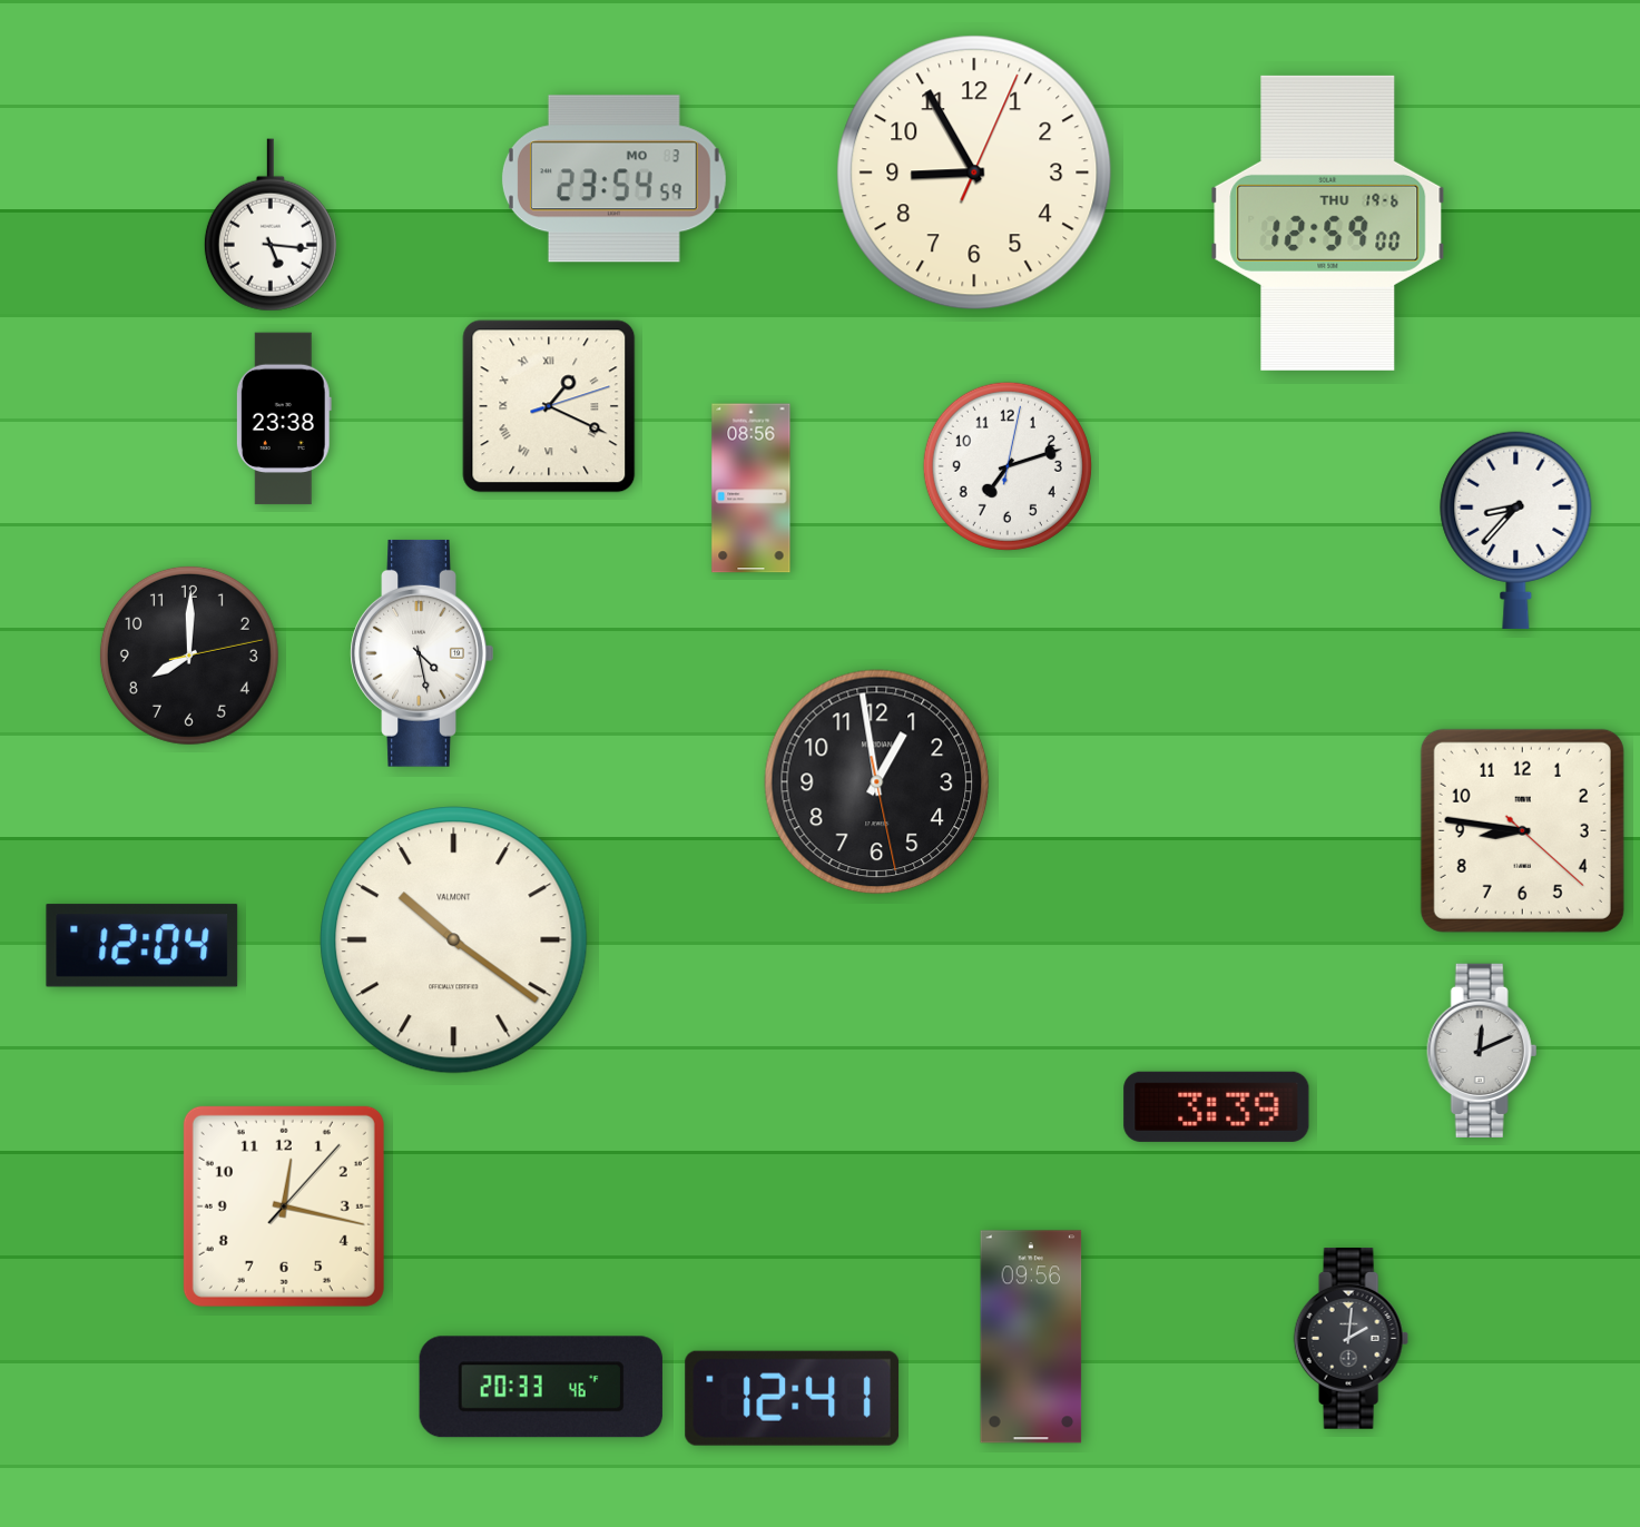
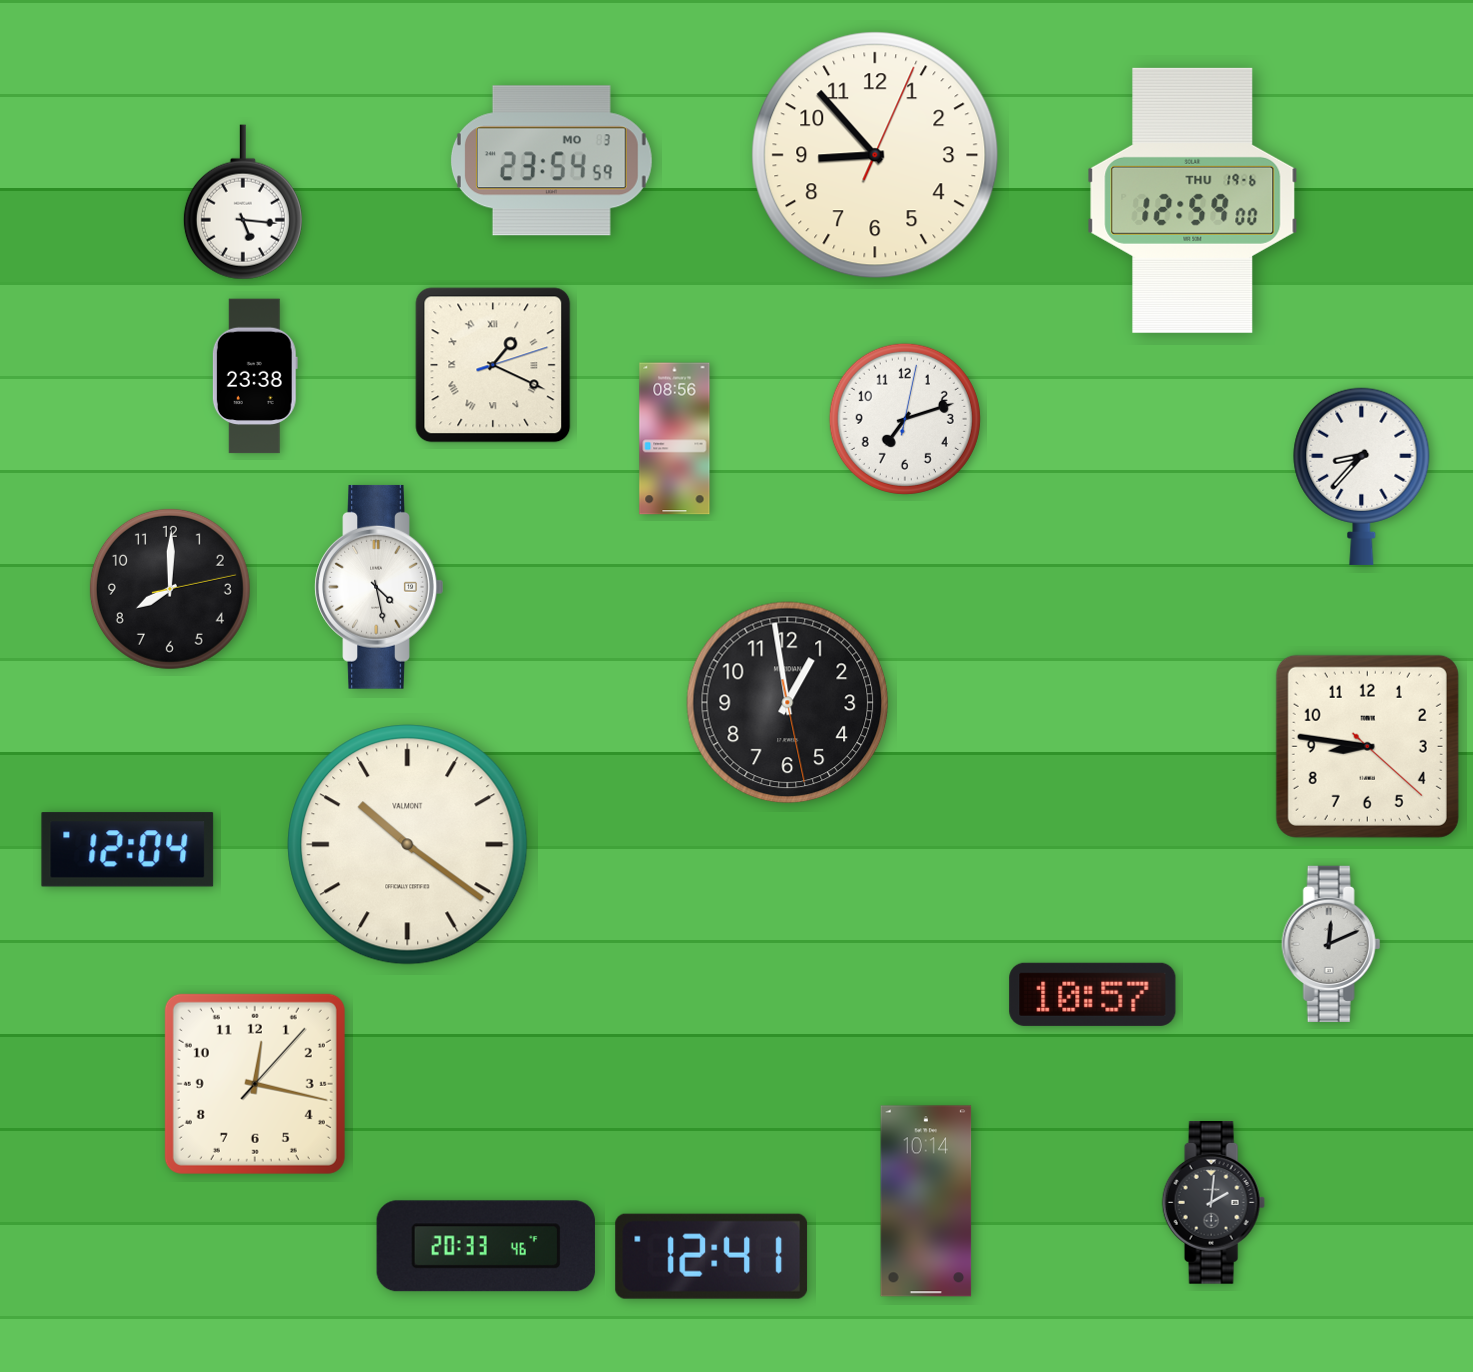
clock at (974, 173): 8:55 -> 8:53
clock at (1217, 1106): 3:39 -> 10:57
clock at (1031, 1337): 09:56 -> 10:14
